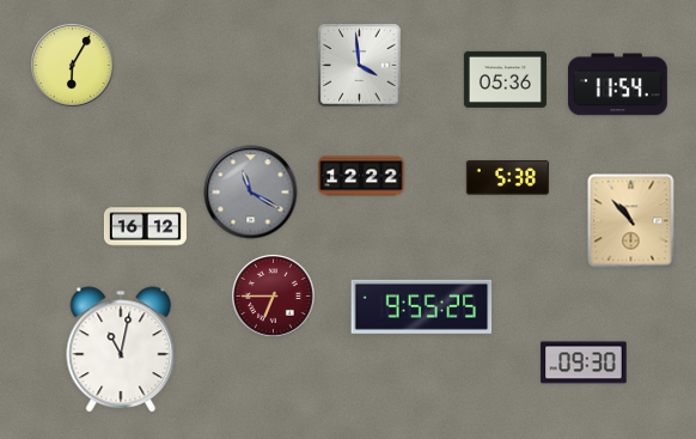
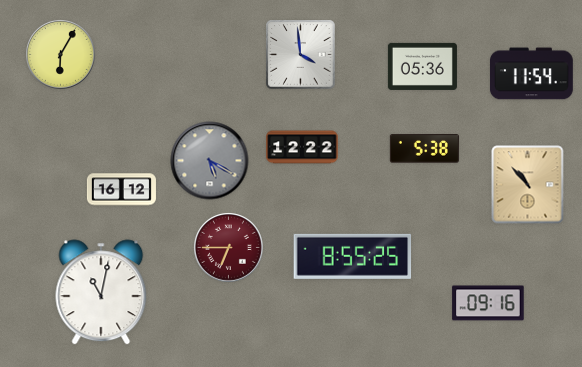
clock at (617, 85) position: (617, 85) -> (531, 74)
clock at (251, 193): 11:20 -> 5:20
clock at (422, 306): 9:55 -> 8:55
clock at (584, 362): 09:30 -> 09:16
